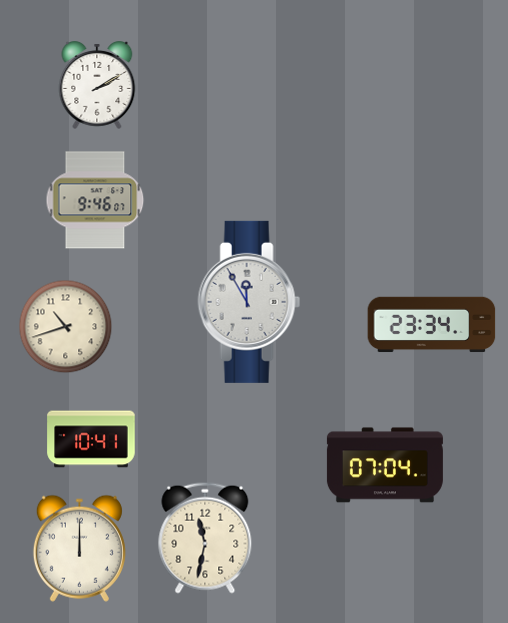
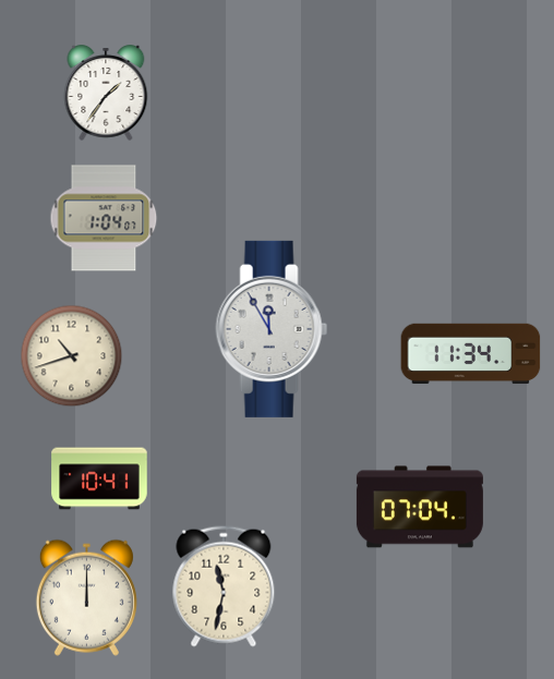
clock at (97, 86): 2:10 -> 1:36
clock at (95, 200): 9:46 -> 1:04
clock at (432, 325): 23:34 -> 11:34
